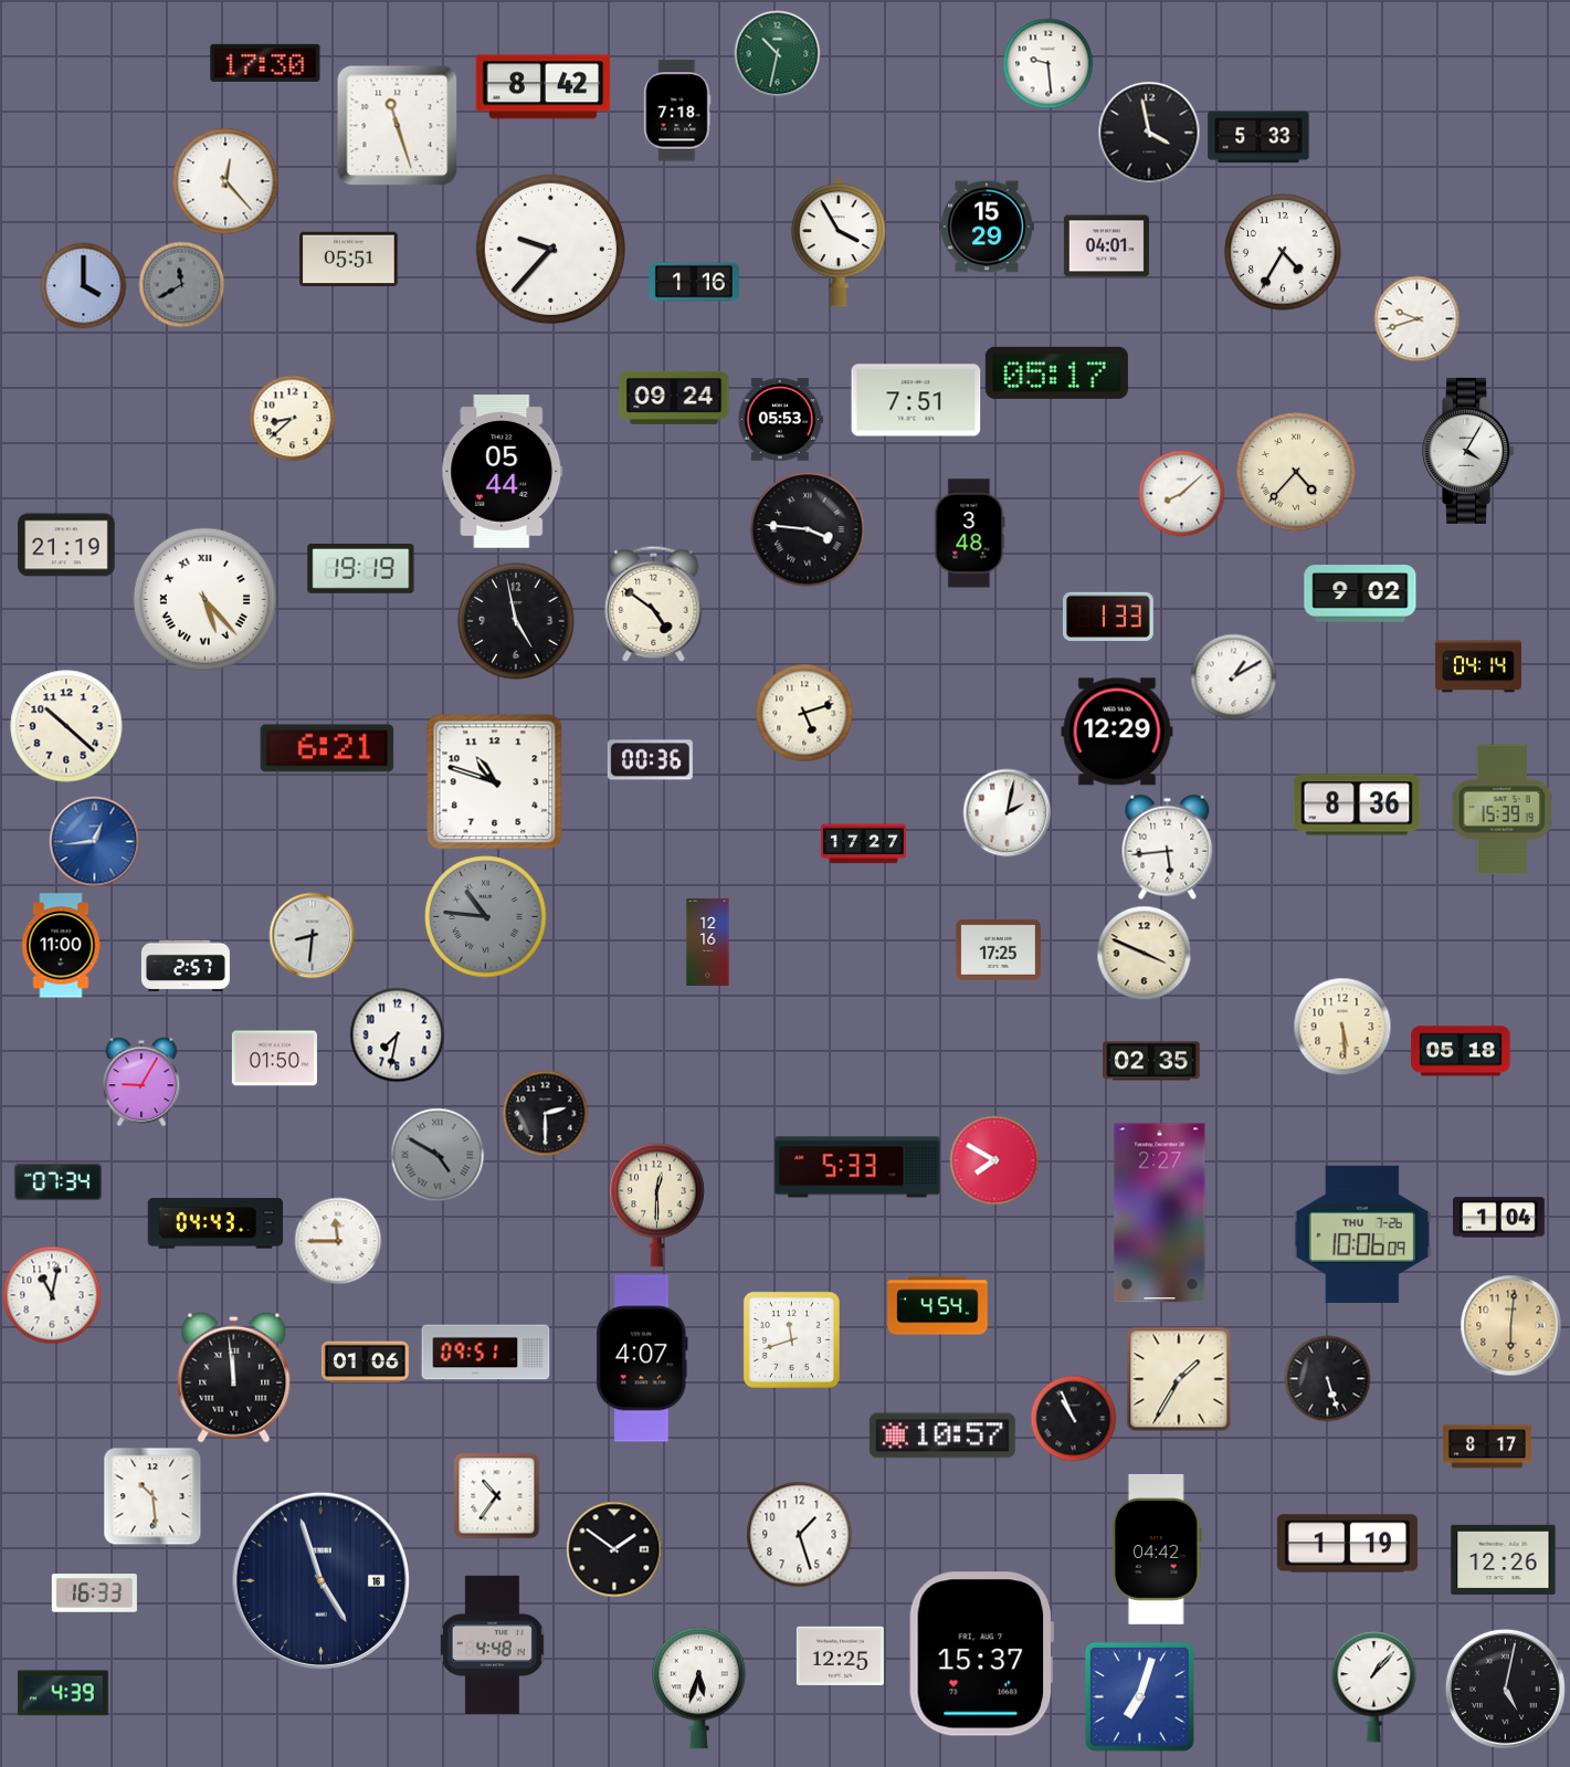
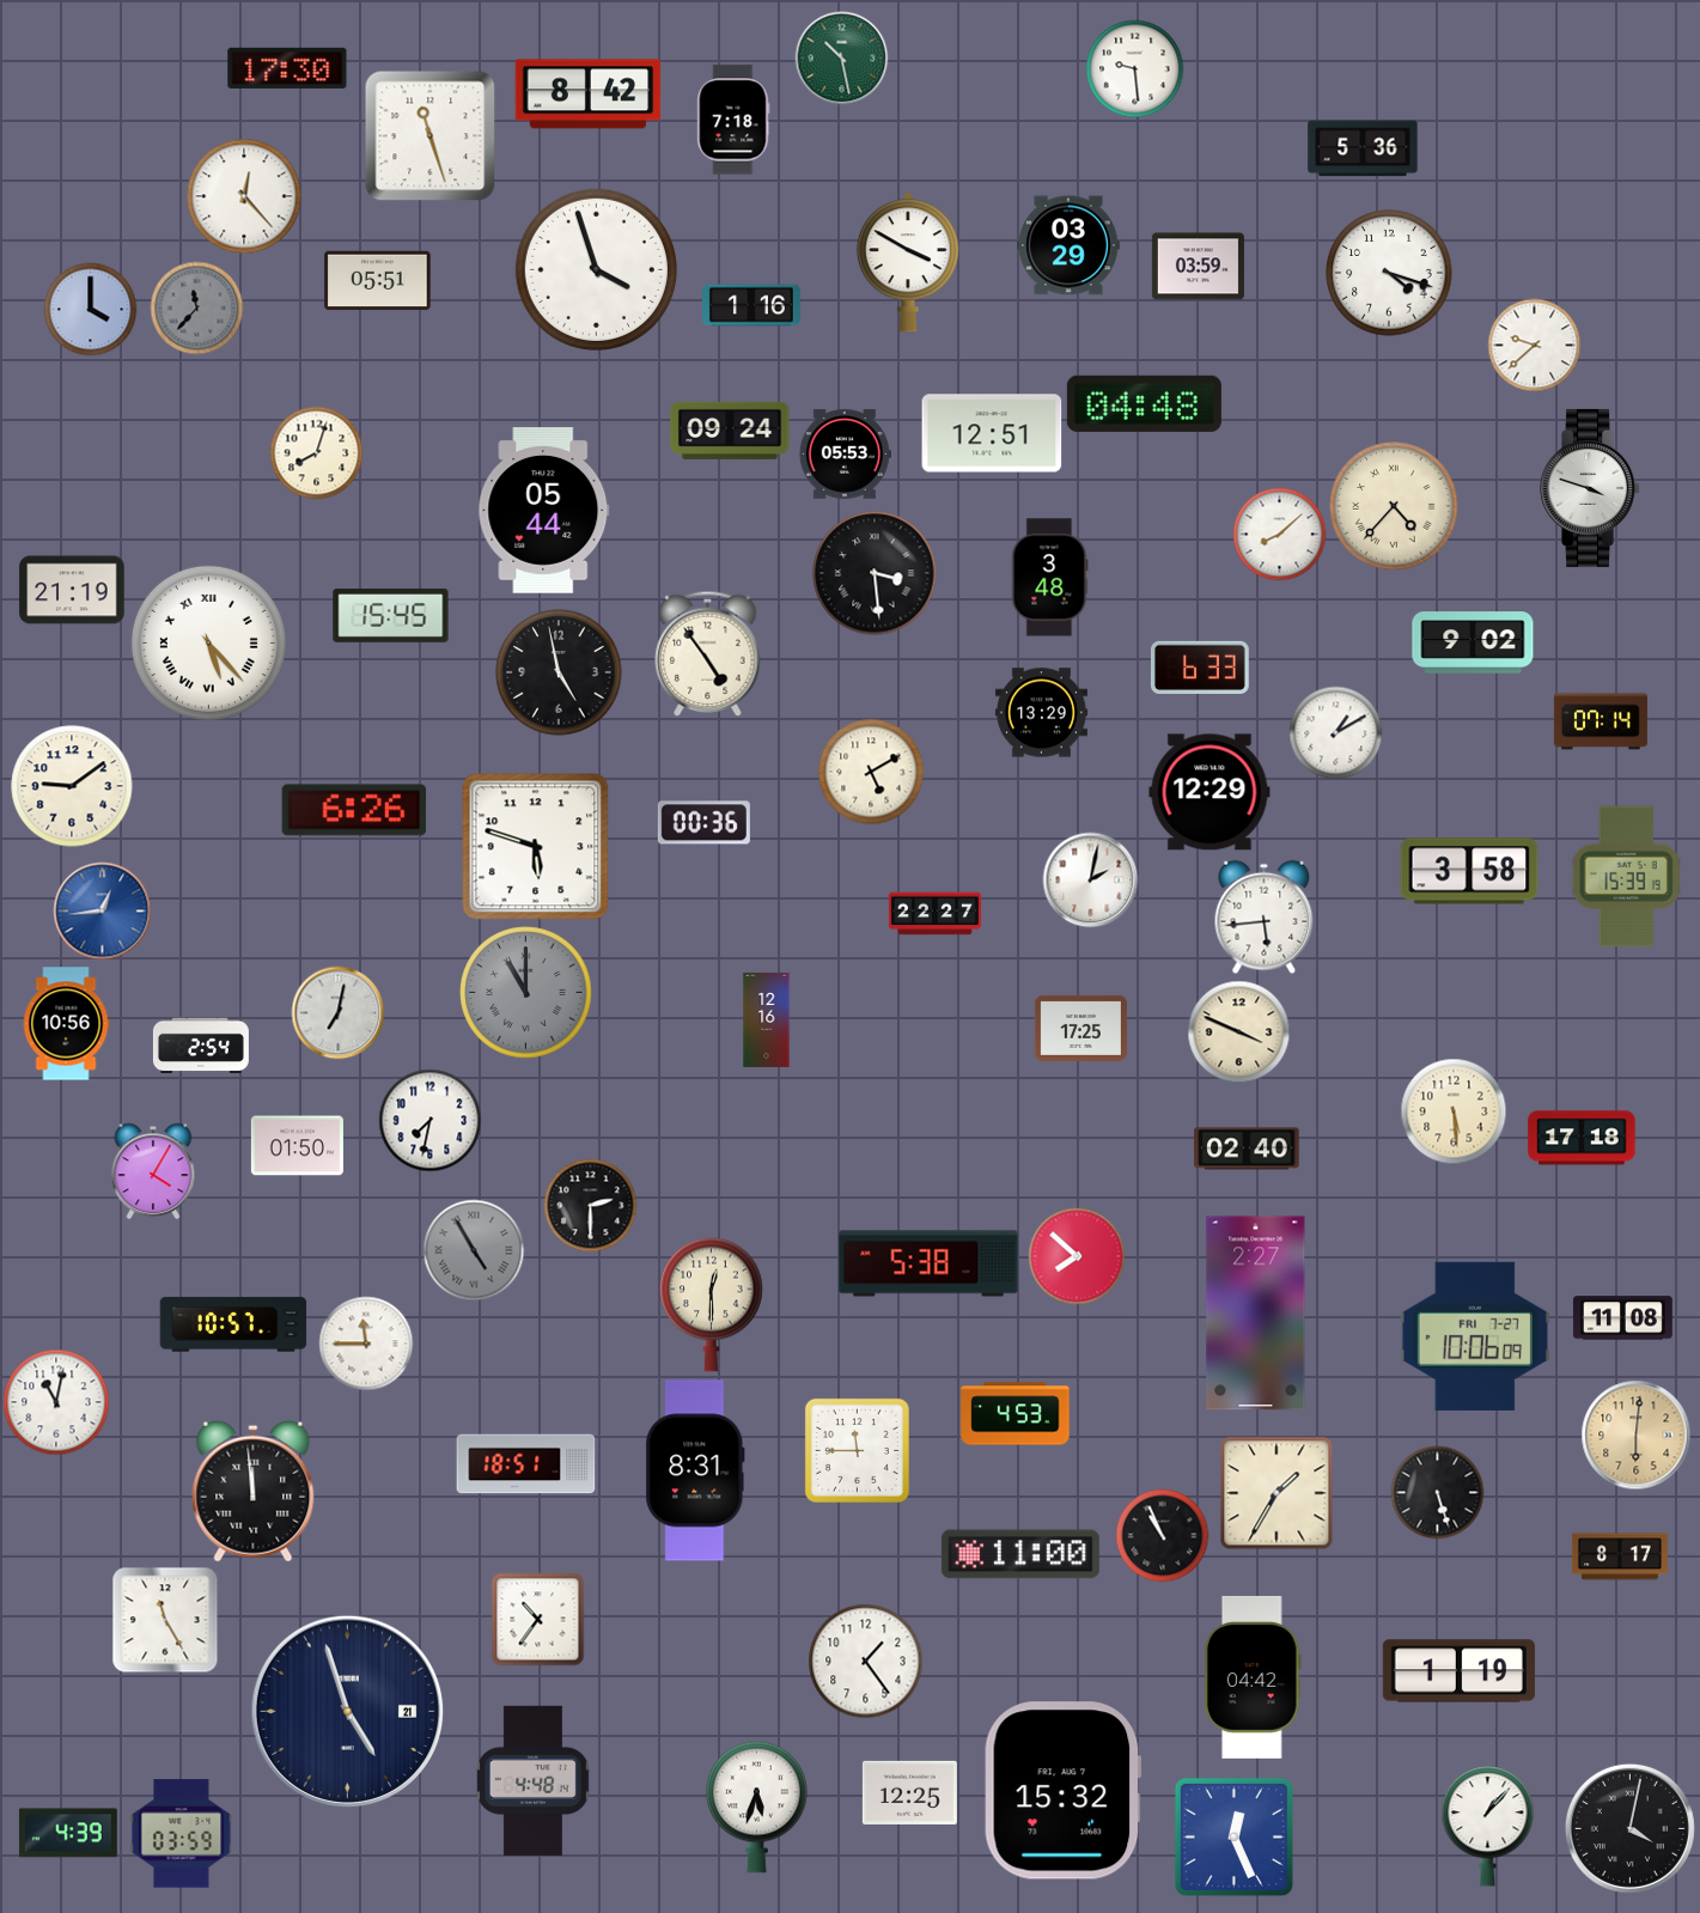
clock at (777, 53): 10:32 -> 10:28
clock at (1149, 133): 3:58 -> none
clock at (1258, 137): 5:33 -> 5:36
clock at (987, 227): 15:29 -> 03:29
clock at (839, 242): 3:55 -> 3:50
clock at (1106, 246): 04:01 -> 03:59
clock at (550, 249): 9:37 -> 3:57
clock at (1283, 252): 4:35 -> 4:18
clock at (181, 284): 11:40 -> 11:37
clock at (1416, 318): 9:42 -> 9:38
clock at (1056, 372): 05:17 -> 04:48
clock at (916, 400): 7:51 -> 12:51
clock at (292, 418): 8:38 -> 8:03
clock at (1469, 451): 4:05 -> 3:48
clock at (1296, 472) position: (1296, 472) -> (1394, 506)
clock at (808, 529): 3:46 -> 3:29
clock at (361, 568): 19:19 -> 15:45
clock at (204, 599) position: (204, 599) -> (208, 642)
clock at (654, 603): 4:51 -> 4:54
clock at (1108, 617): 1:33 -> 6:33
clock at (1041, 713): none -> 13:29
clock at (1478, 666): 04:14 -> 07:14
clock at (804, 713): 5:12 -> 5:10
clock at (66, 726): 10:22 -> 9:09
clock at (327, 748): 6:21 -> 6:26
clock at (495, 782): 10:48 -> 5:48
clock at (1357, 804): 8:36 -> 3:58
clock at (863, 844): 17:27 -> 22:27
clock at (486, 917): 10:46 -> 11:00
clock at (312, 935): 8:31 -> 7:02
clock at (61, 946): 11:00 -> 10:56
clock at (186, 966): 2:57 -> 2:54
clock at (1461, 1051): 05:18 -> 17:18
clock at (1151, 1061): 02:35 -> 02:40
clock at (141, 1082): 9:05 -> 4:05
clock at (438, 1155): 4:50 -> 4:55
clock at (994, 1160): 7:50 -> 7:52
clock at (857, 1167): 5:33 -> 5:38
clock at (57, 1182): 07:34 -> none
clock at (1499, 1218): 1:04 -> 11:08
clock at (215, 1223): 04:43 -> 10:57
clock at (1362, 1234) date: THU 7-26 -> FRI 7-27
clock at (938, 1306): 4:54 -> 4:53
clock at (791, 1339): 11:42 -> 11:45
clock at (486, 1353): 09:51 -> 18:51
clock at (642, 1358): 4:07 -> 8:31
clock at (365, 1363): 01:06 -> none
clock at (942, 1435): 10:57 -> 11:00
clock at (1487, 1447) position: (1487, 1447) -> (1620, 1556)
clock at (152, 1496): 10:29 -> 11:25
clock at (799, 1534): 1:27 -> 1:24
clock at (614, 1549): 1:51 -> none
clock at (1504, 1560): 12:26 -> none
clock at (322, 1581) date: 16 -> 21
clock at (94, 1594): 16:33 -> none
clock at (982, 1654): 15:37 -> 15:32
clock at (699, 1687) position: (699, 1687) -> (757, 1807)
clock at (1505, 1689): 5:02 -> 4:02
clock at (182, 1834): none -> 03:59
clock at (1139, 1696): 7:03 -> 12:26
